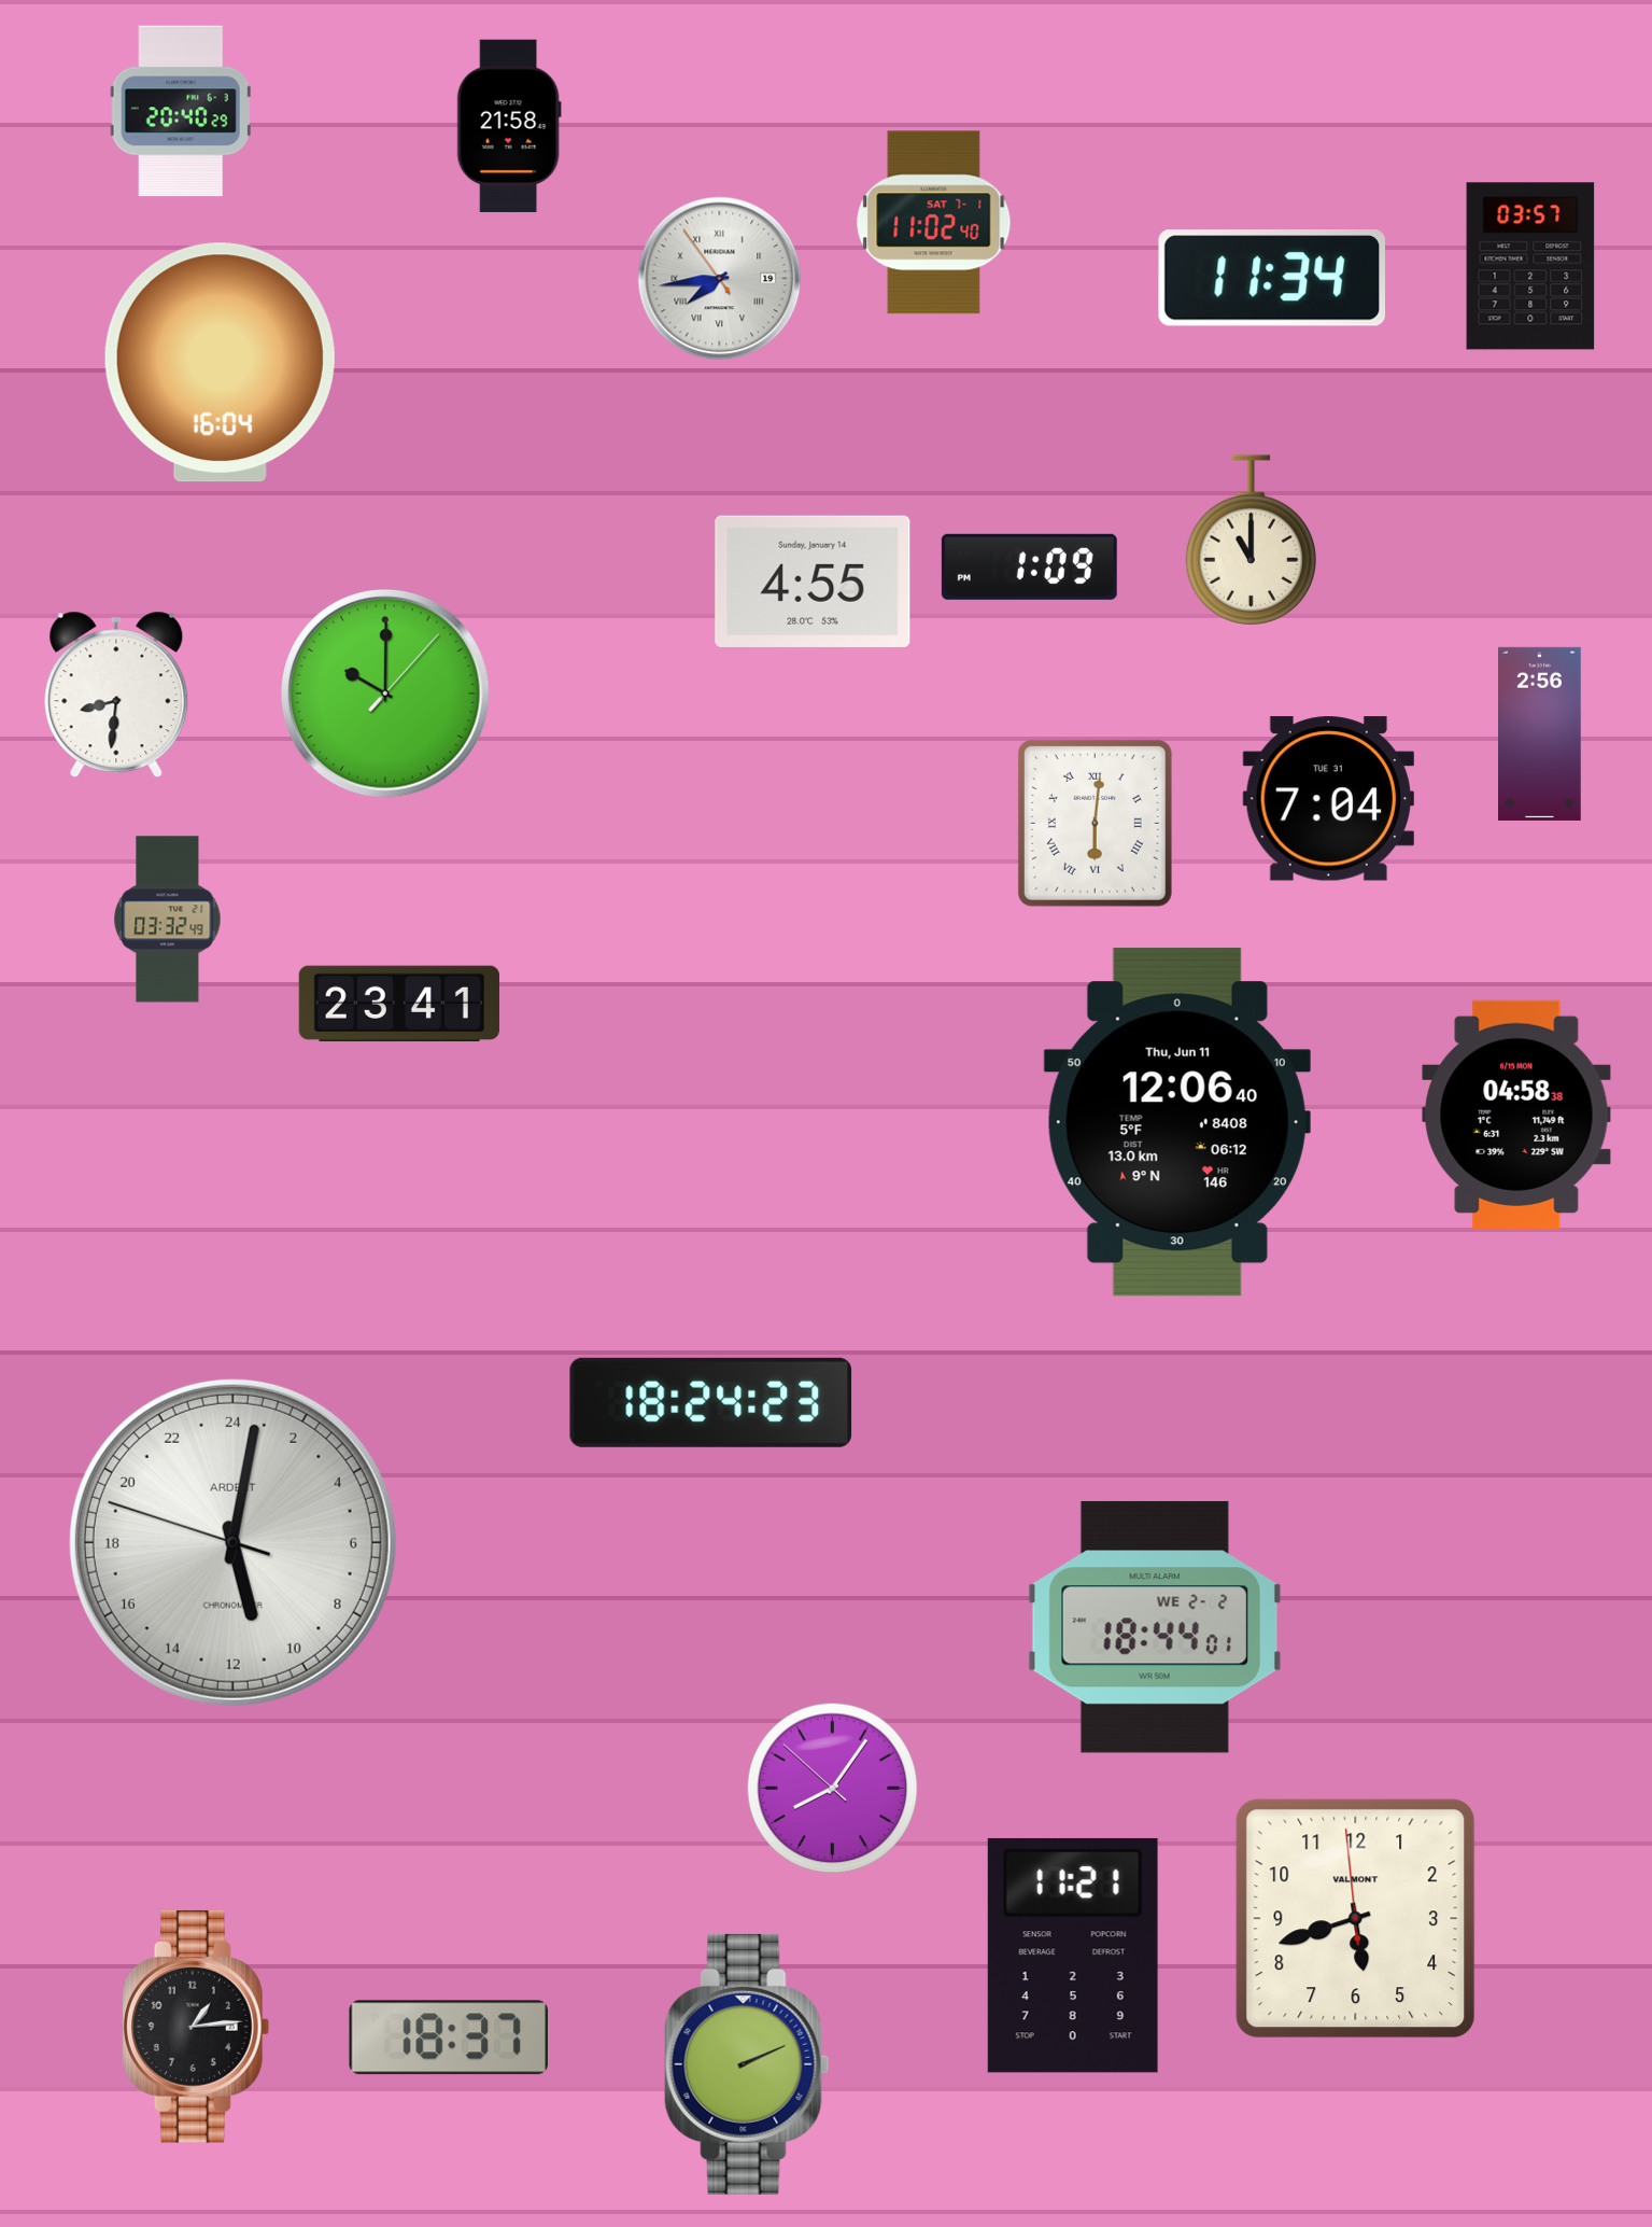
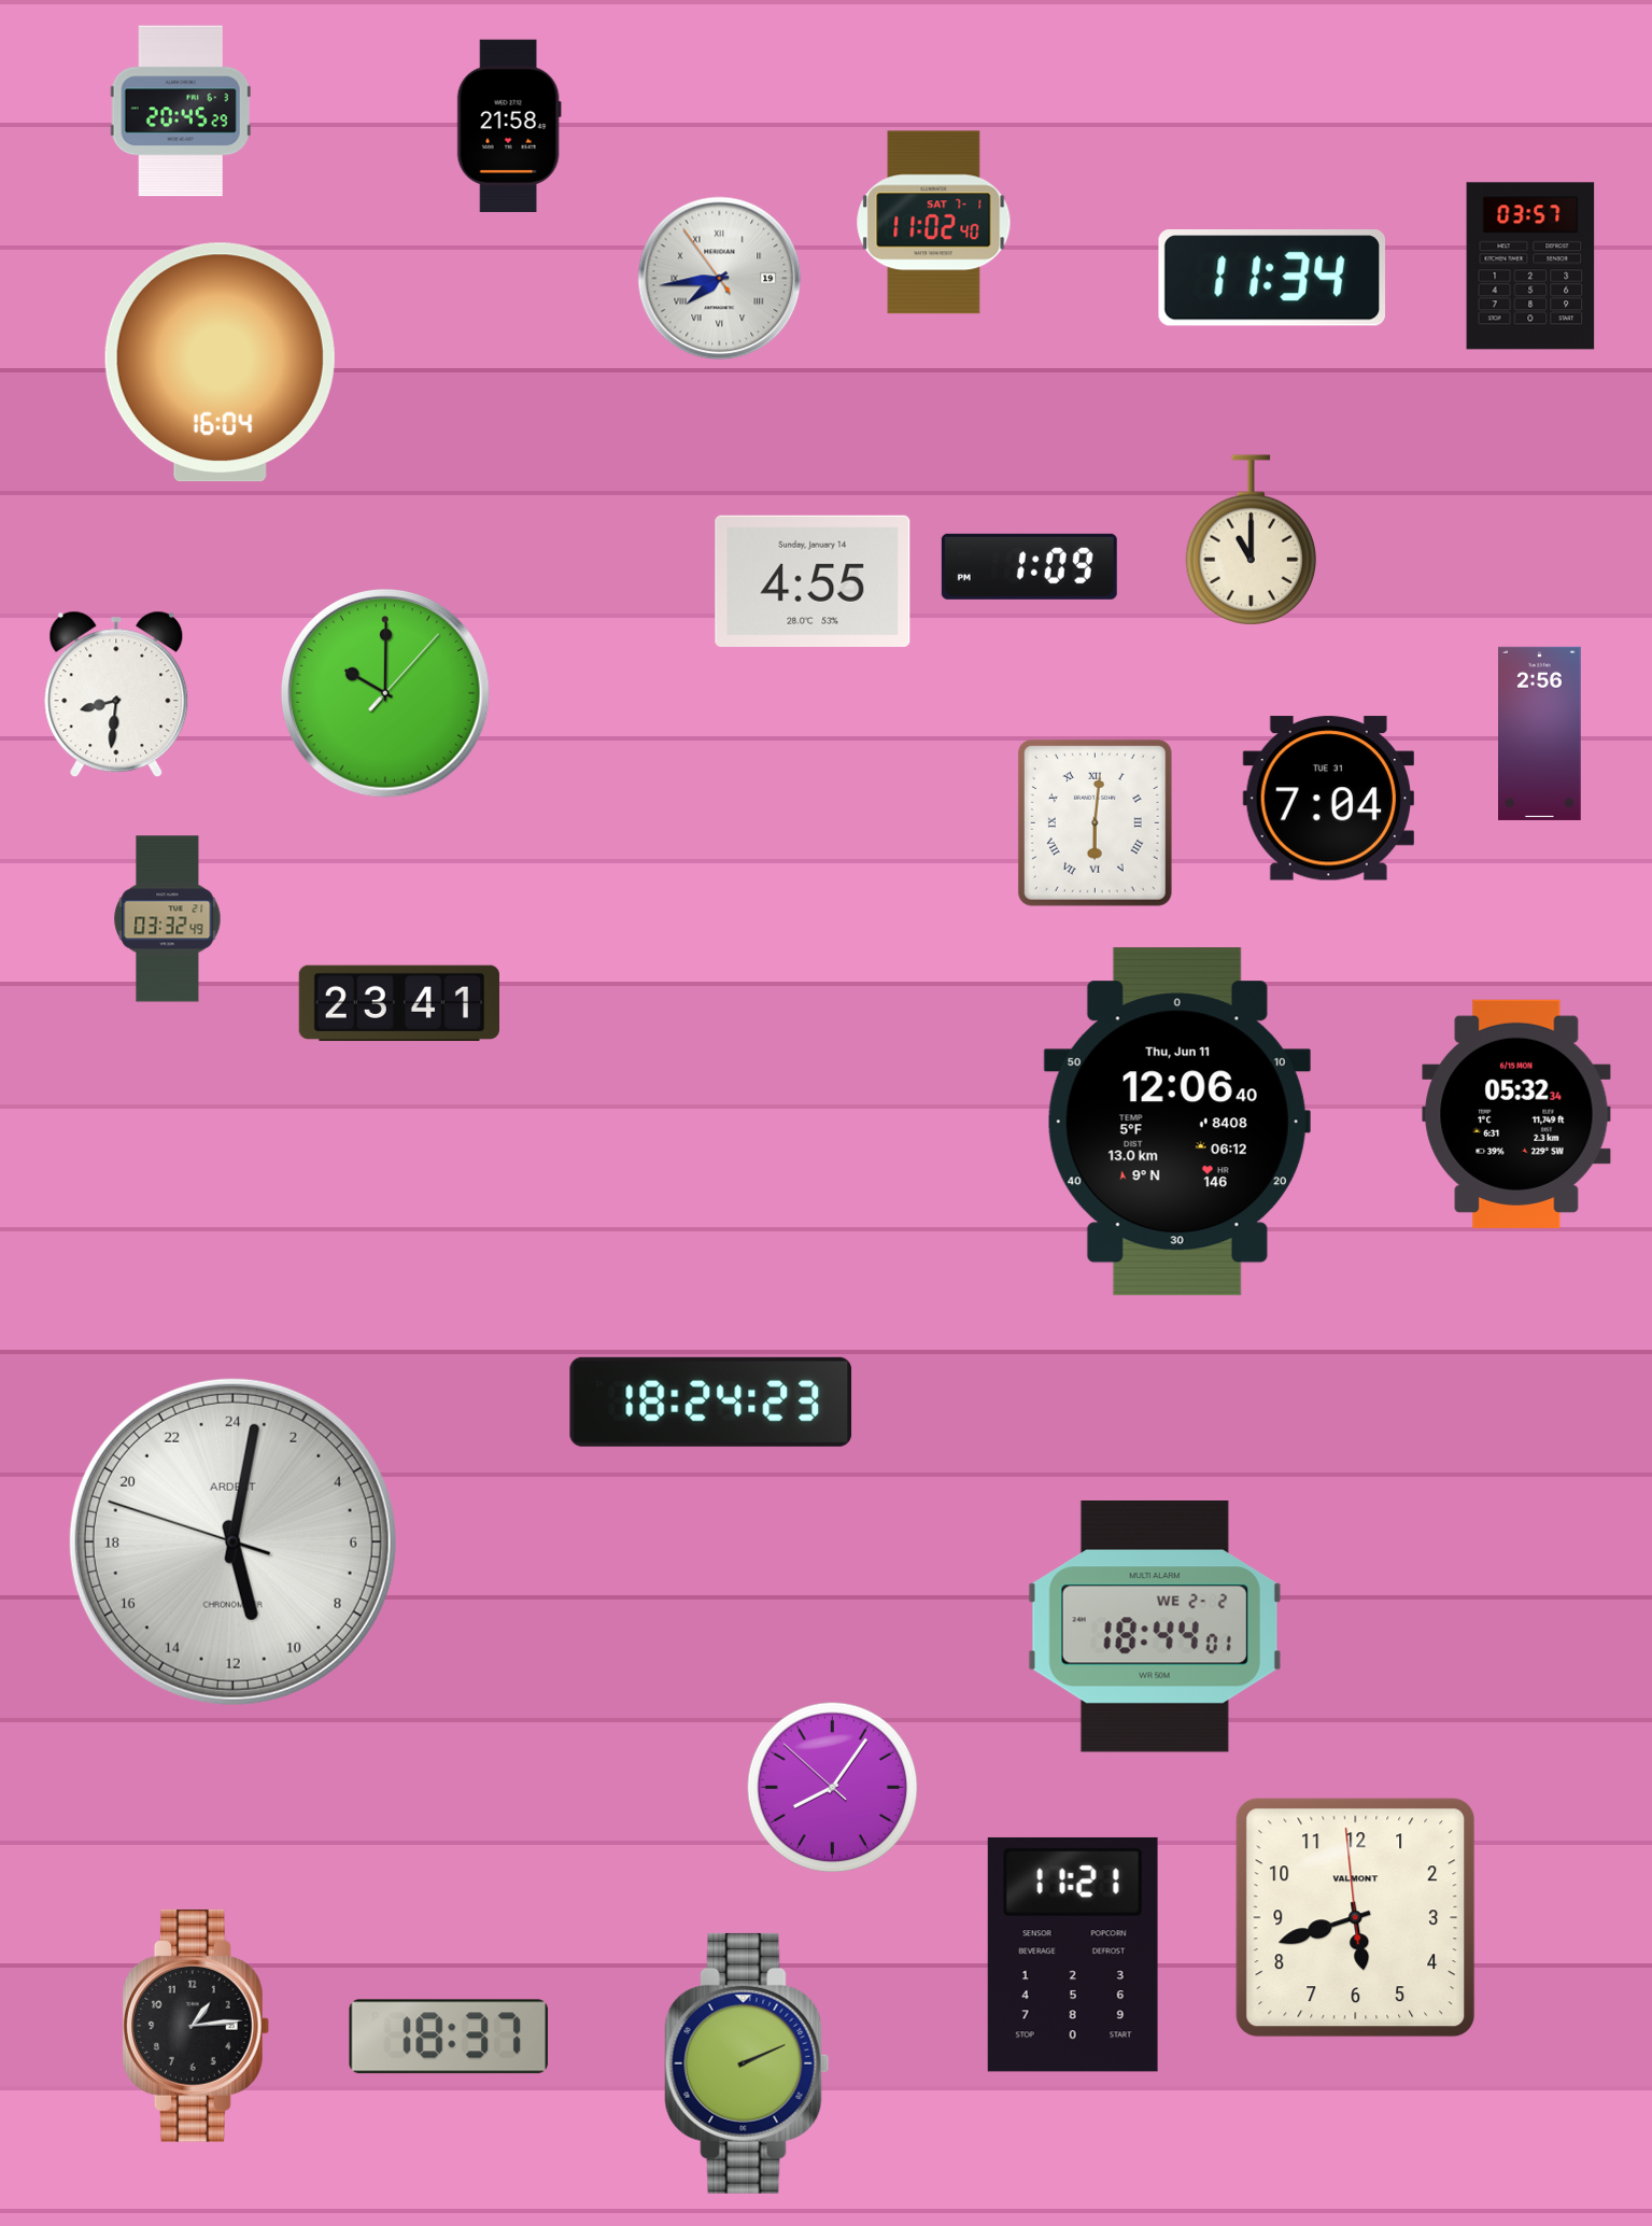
clock at (181, 111): 20:40 -> 20:45
clock at (1516, 1115): 04:58 -> 05:32
